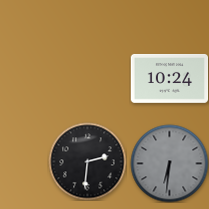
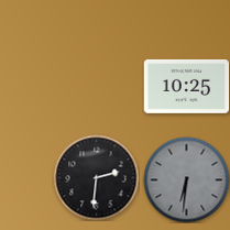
clock at (169, 79): 10:24 -> 10:25
